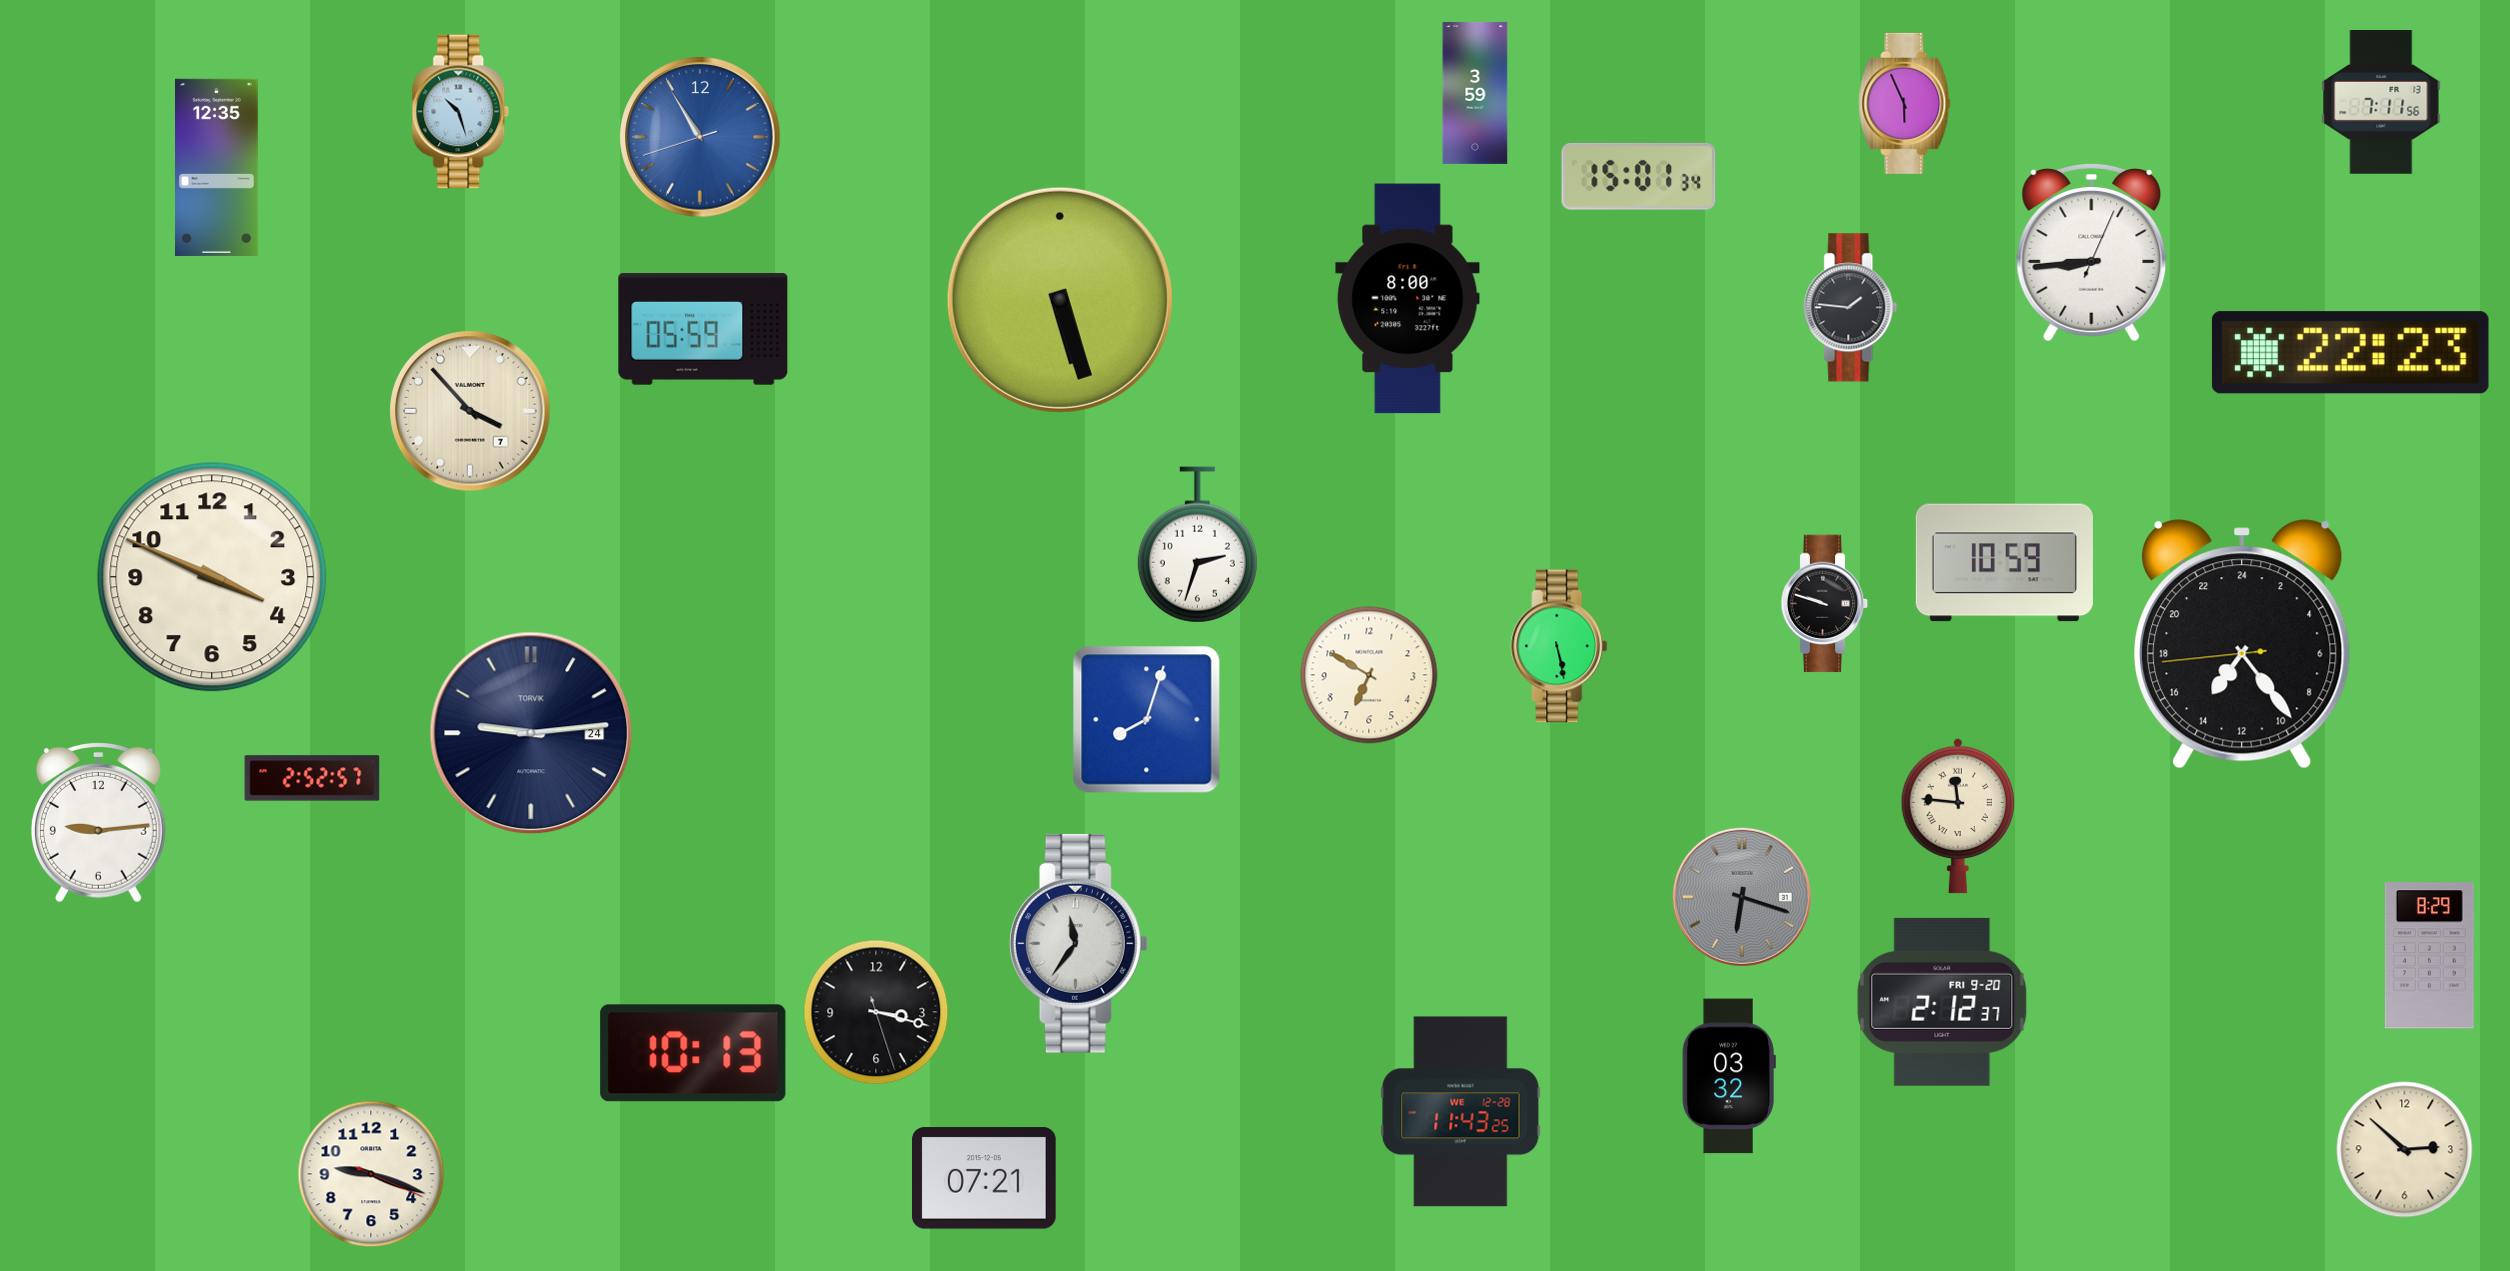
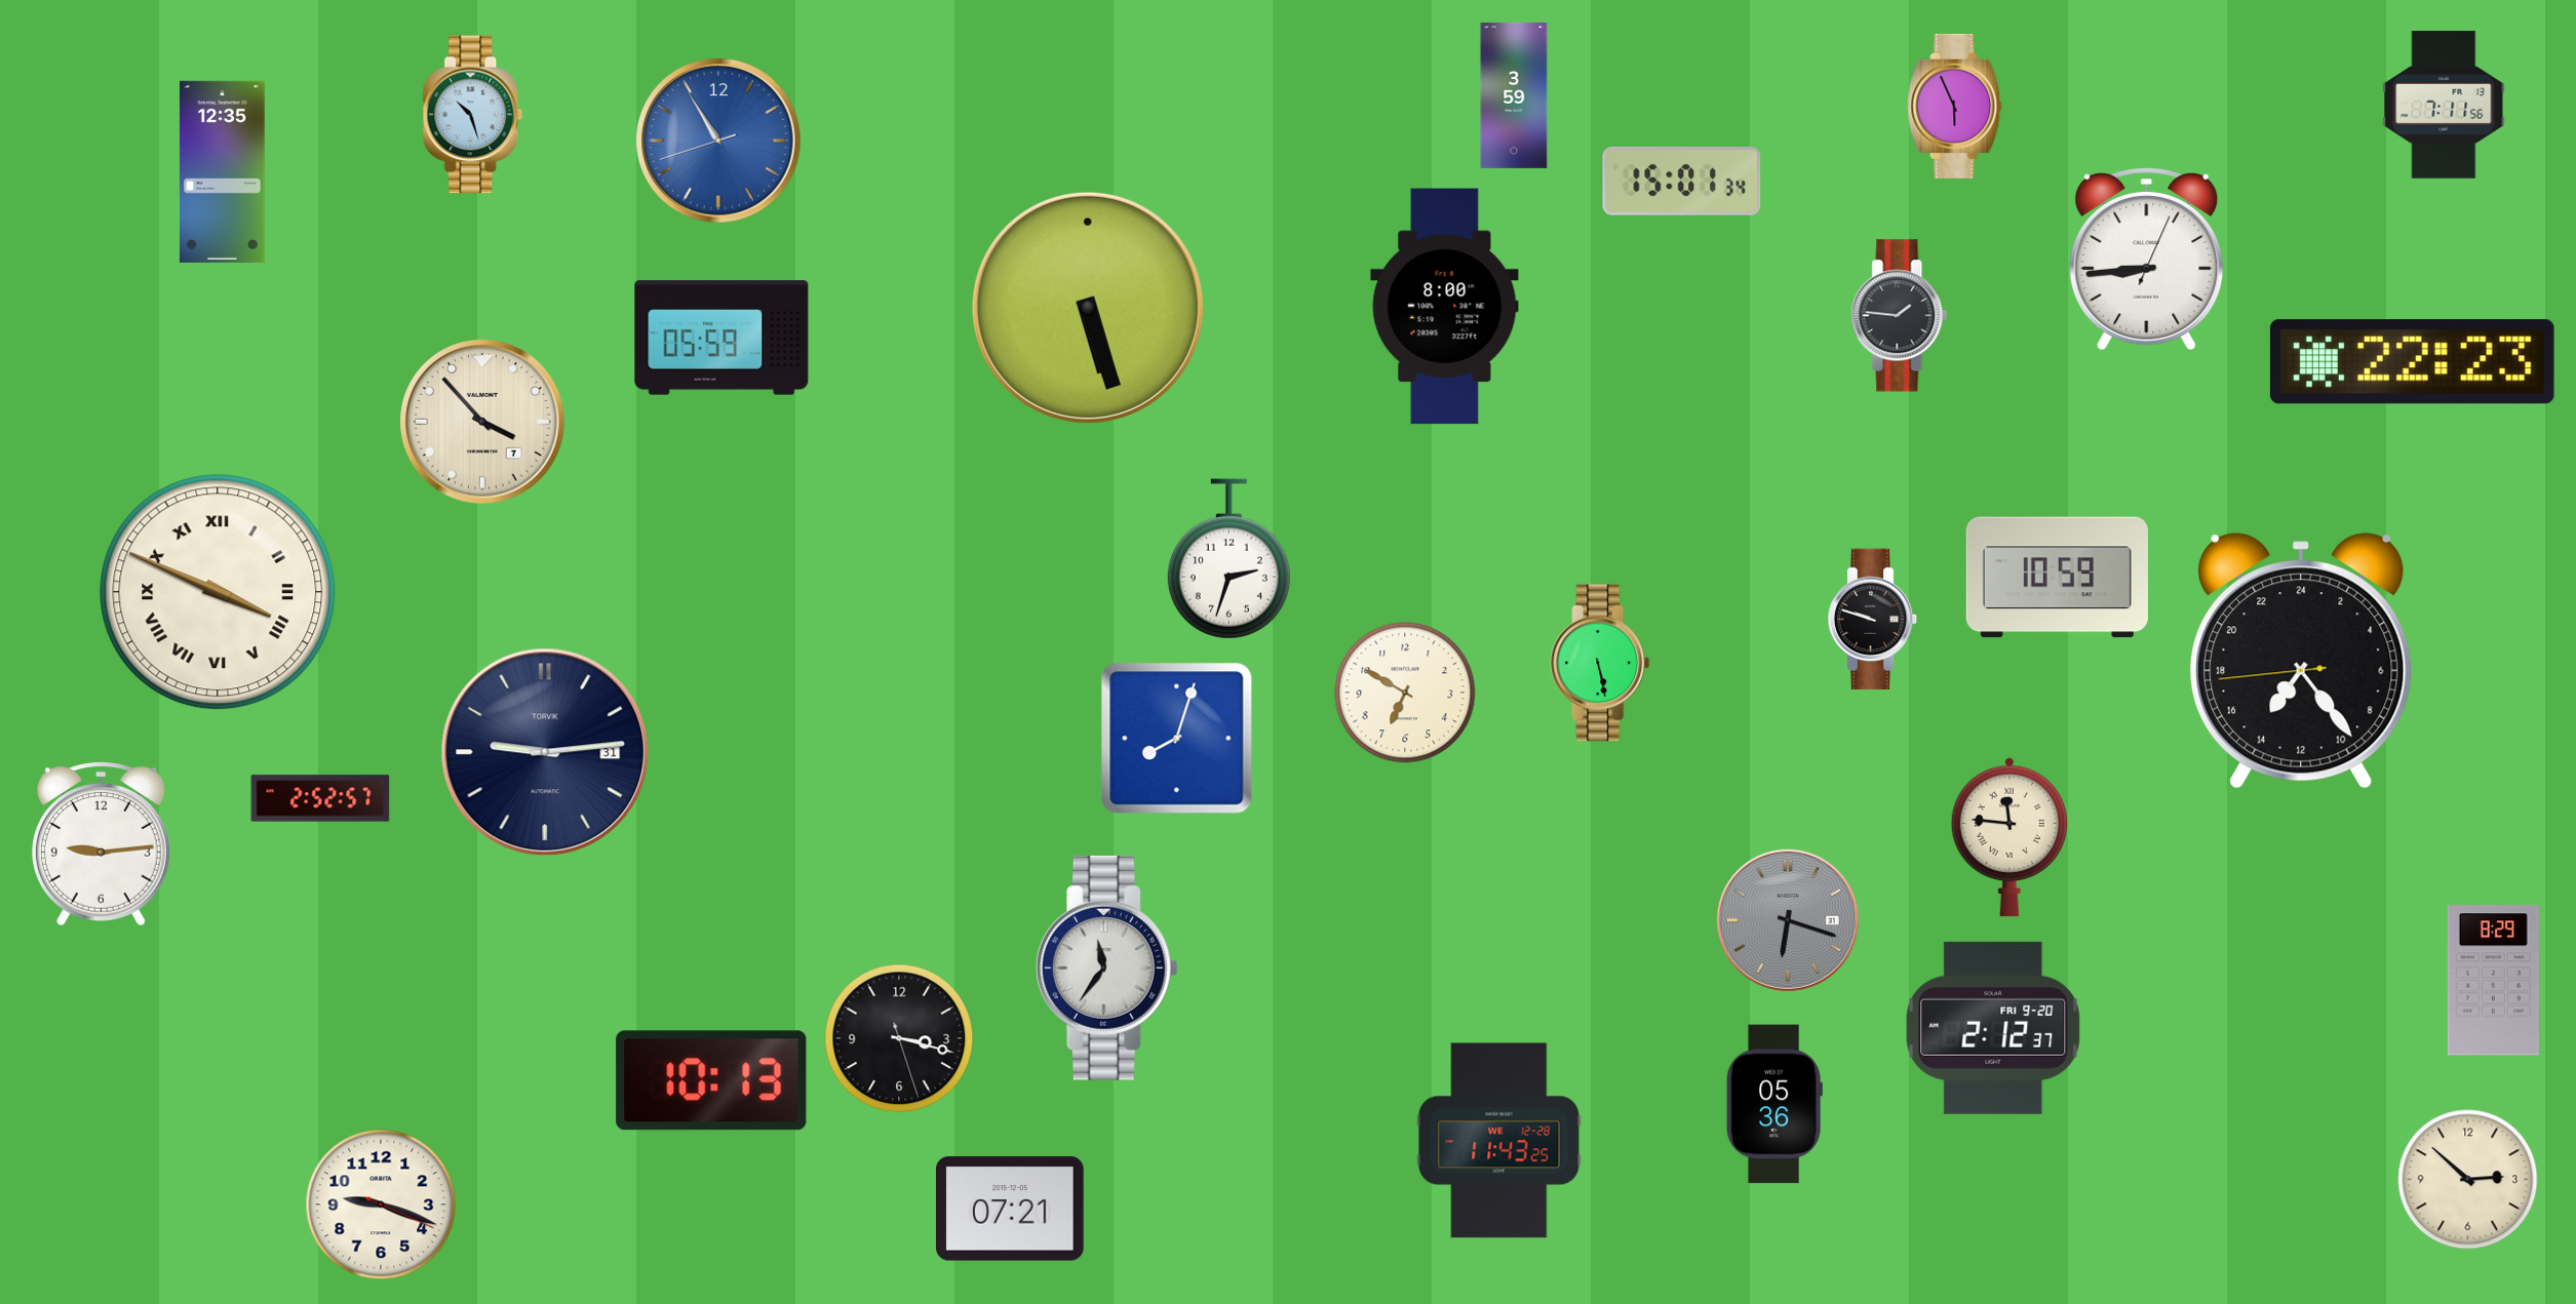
clock at (212, 577) numerals: Arabic -> Roman
clock at (531, 733) date: 24 -> 31
clock at (1729, 1076): 03:32 -> 05:36
